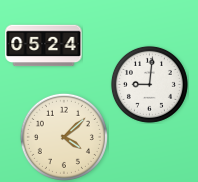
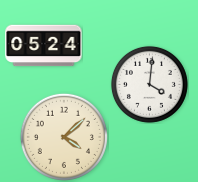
clock at (149, 84): 9:01 -> 4:01
